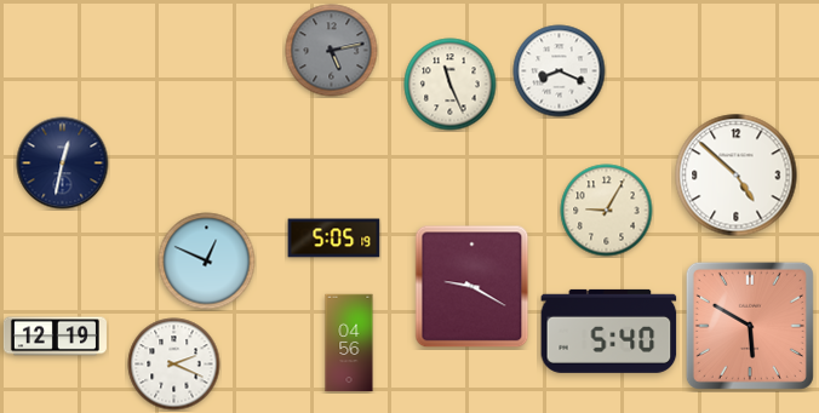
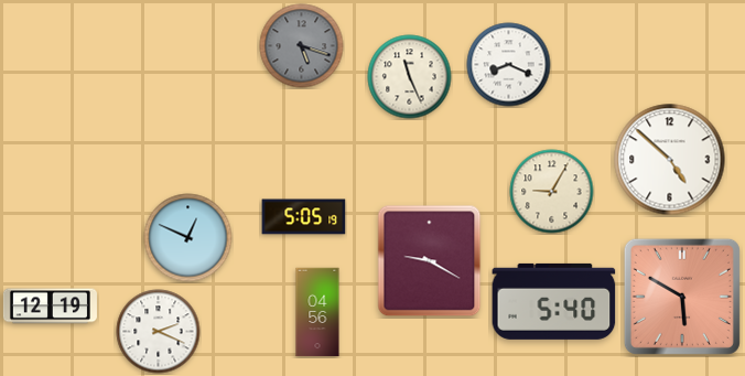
clock at (332, 51): 5:13 -> 5:18
clock at (63, 164): 12:32 -> none
